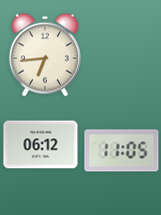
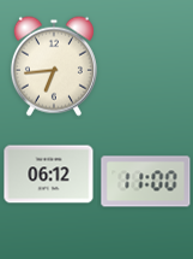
clock at (122, 151): 11:05 -> 11:00
